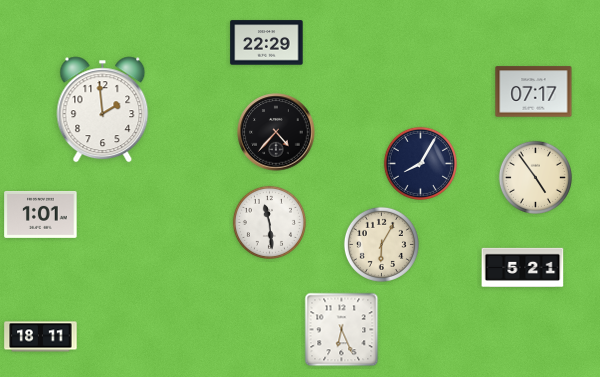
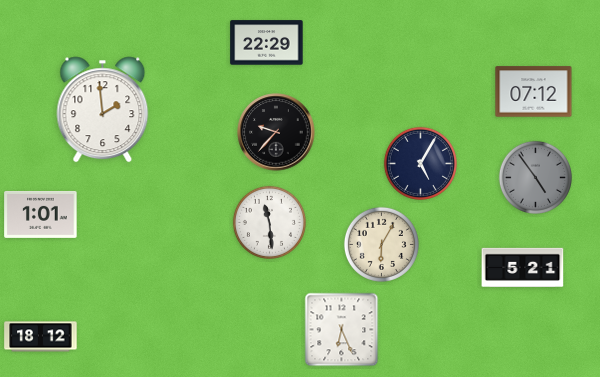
clock at (534, 92): 07:17 -> 07:12
clock at (276, 132): 4:37 -> 9:37
clock at (420, 163): 8:05 -> 5:05
clock at (535, 177) dial: cream -> grey
clock at (41, 337): 18:11 -> 18:12
